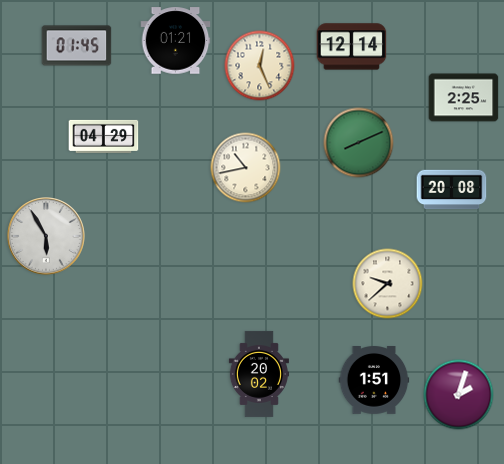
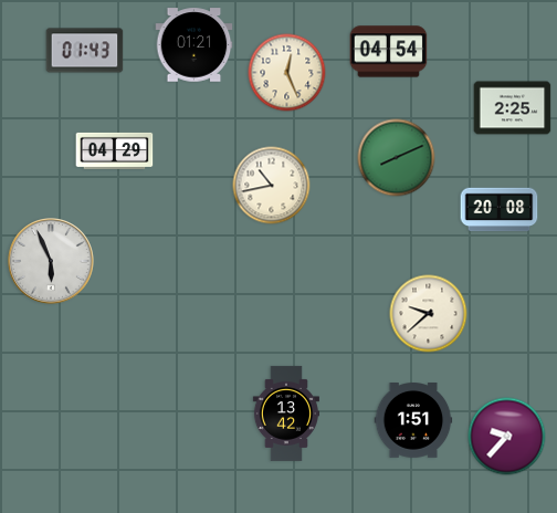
clock at (77, 46): 01:45 -> 01:43
clock at (352, 47): 12:14 -> 04:54
clock at (47, 237): 5:55 -> 5:56
clock at (259, 374): 20:02 -> 13:42
clock at (459, 395): 2:03 -> 9:37
